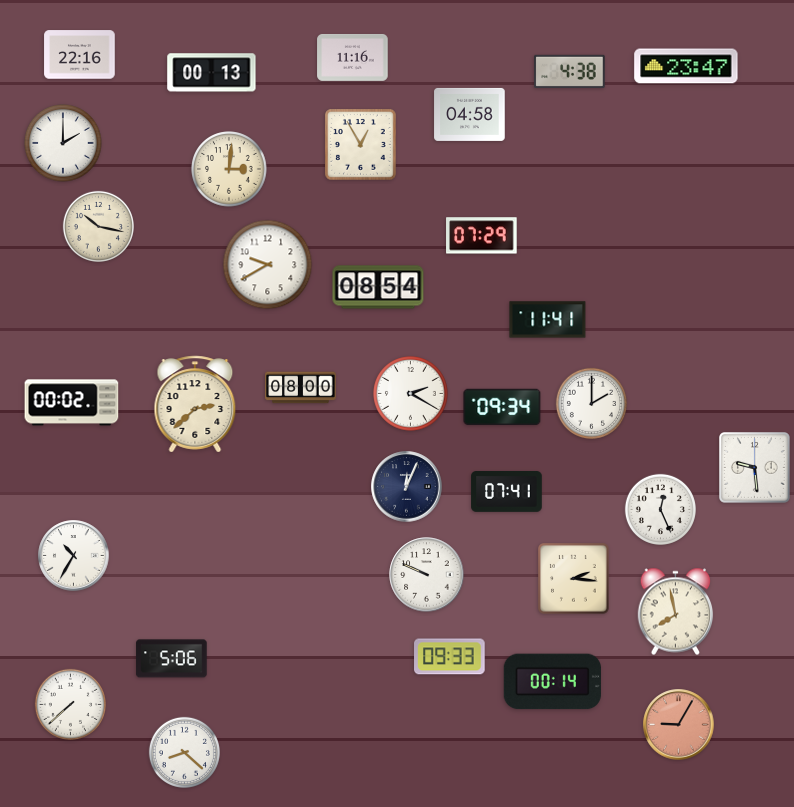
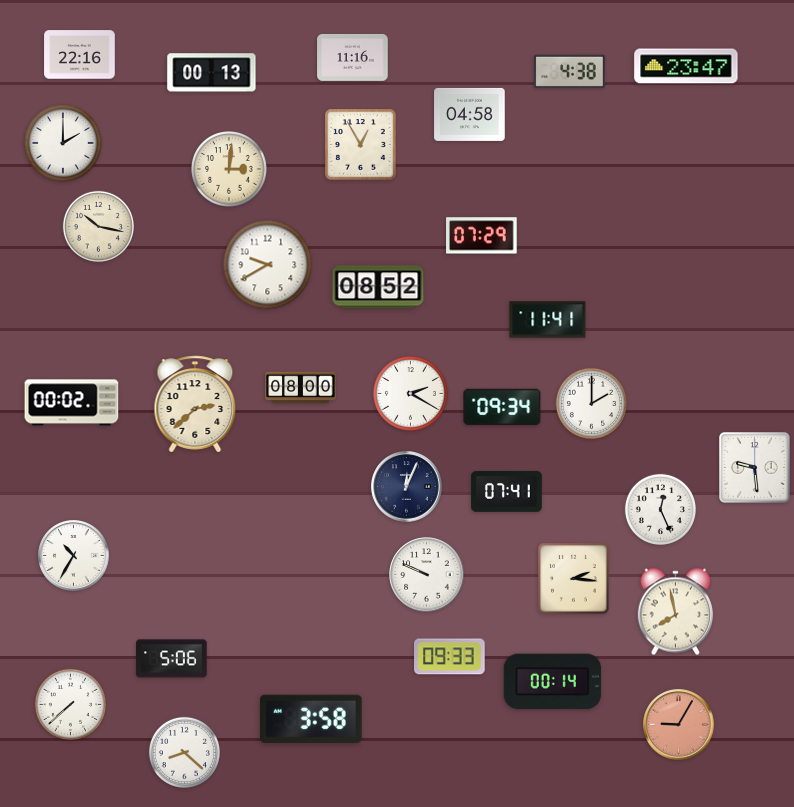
clock at (378, 287): 08:54 -> 08:52
clock at (311, 719): none -> 3:58
